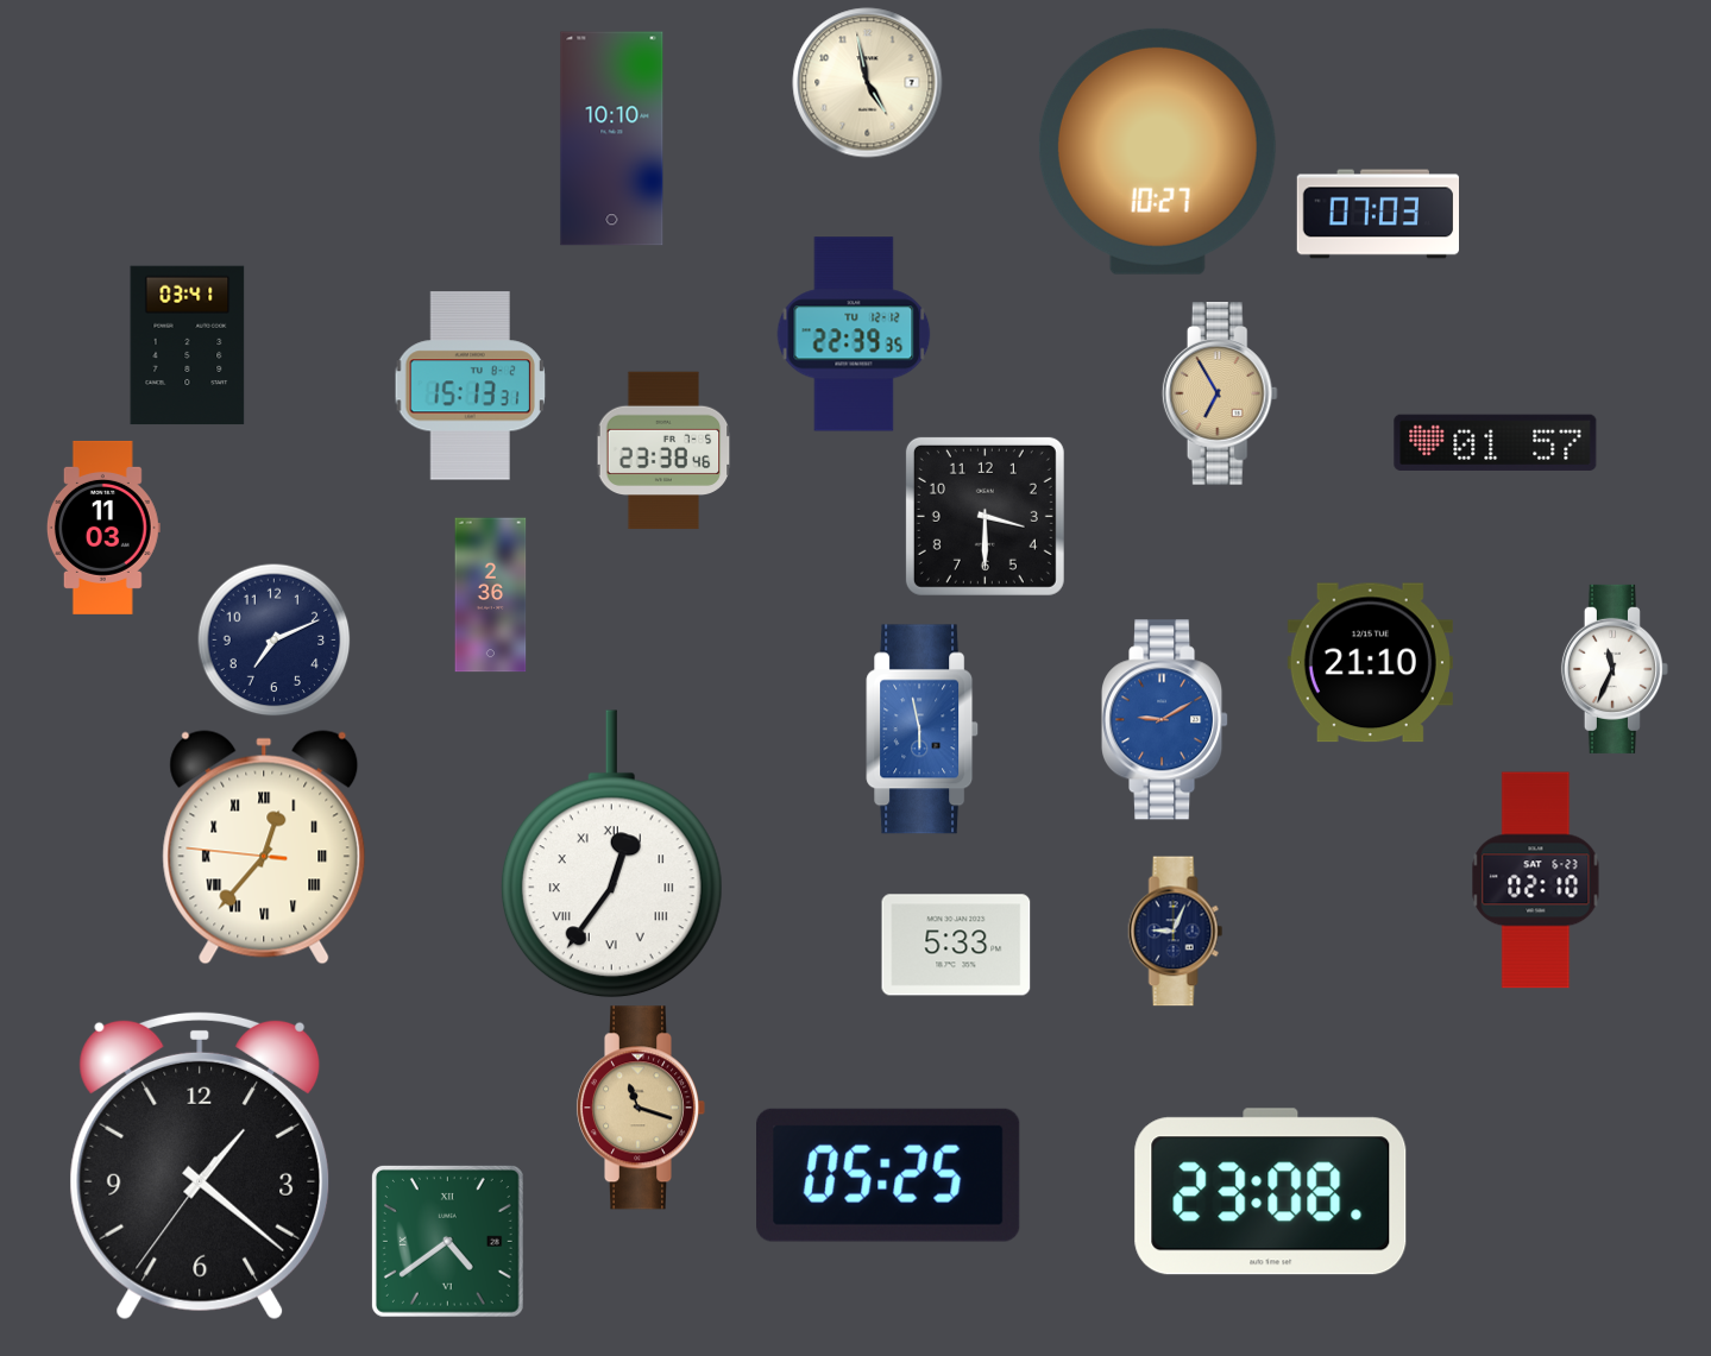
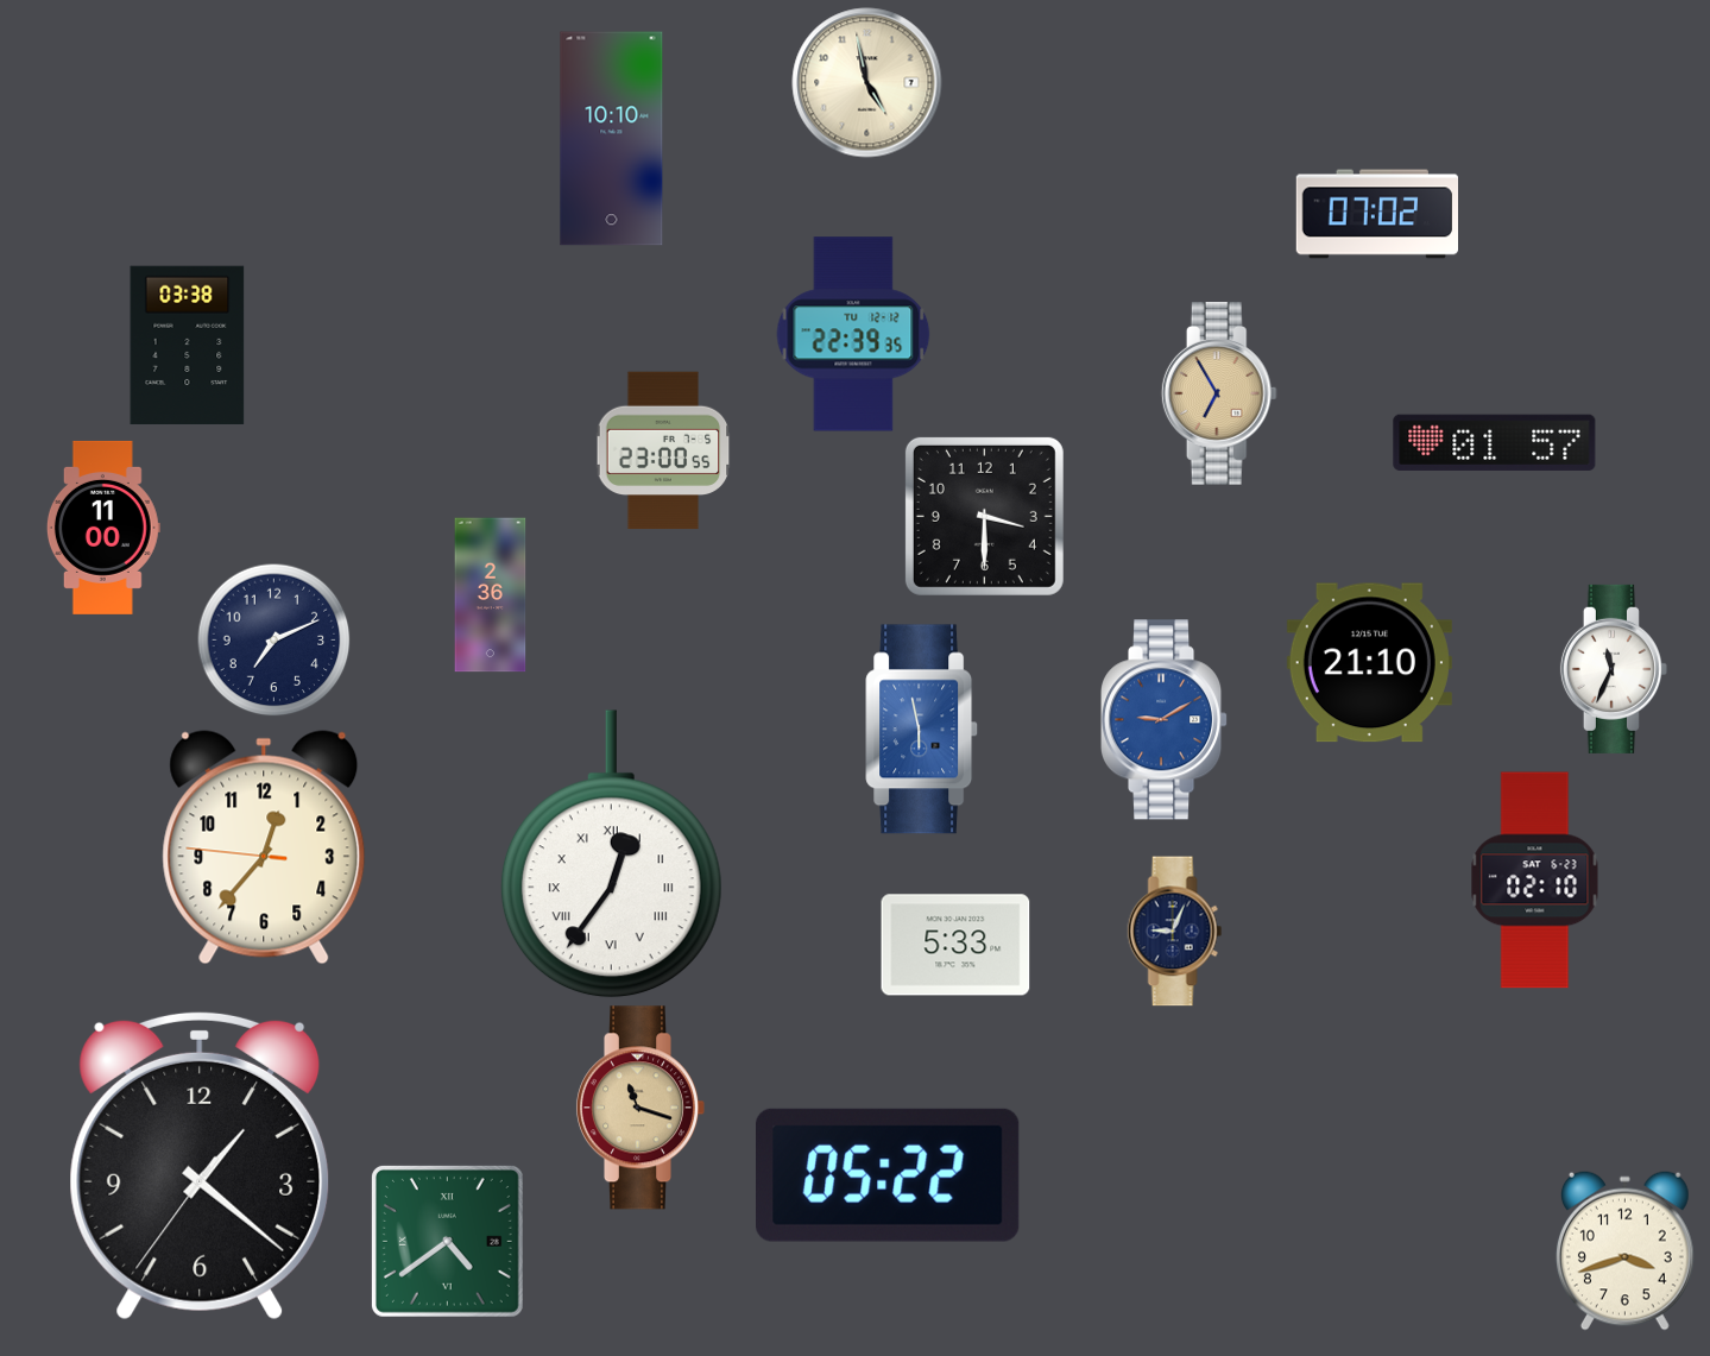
clock at (1157, 151): 10:27 -> none
clock at (1377, 214): 07:03 -> 07:02
clock at (188, 346): 03:41 -> 03:38
clock at (470, 386): 15:13 -> none
clock at (663, 450): 23:38 -> 23:00
clock at (103, 528): 11:03 -> 11:00
clock at (264, 847) numerals: Roman -> Arabic
clock at (889, 1175): 05:25 -> 05:22
clock at (1271, 1192): 23:08 -> none
clock at (1624, 1250): none -> 3:42
